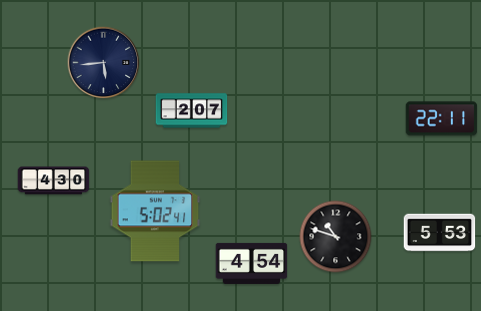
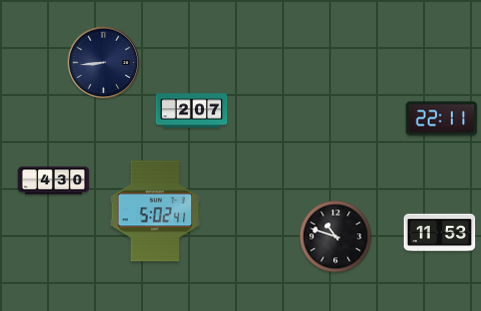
clock at (104, 63): 5:44 -> 8:44
clock at (440, 233): 5:53 -> 11:53
clock at (252, 263): 4:54 -> none
